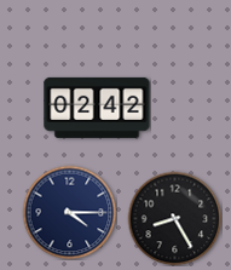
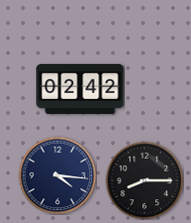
clock at (69, 212): 4:15 -> 4:16
clock at (174, 218): 8:25 -> 8:15
